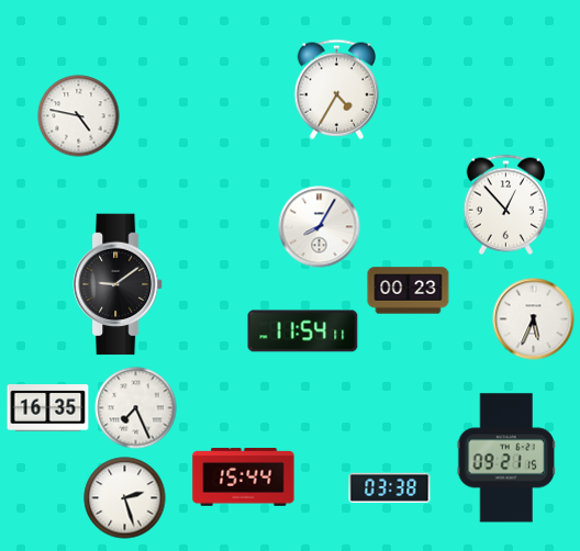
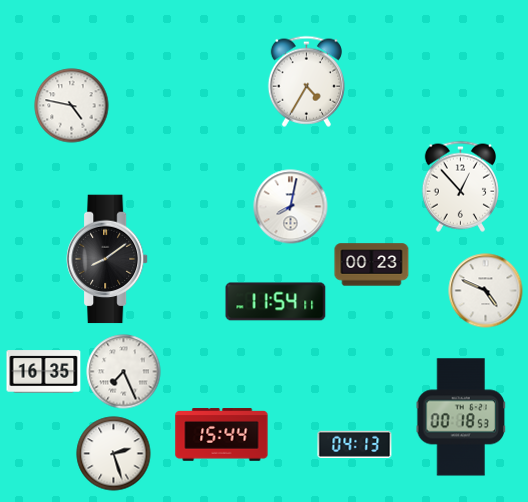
clock at (320, 227): 8:05 -> 8:02
clock at (119, 284): 9:09 -> 8:09
clock at (534, 319): 5:34 -> 4:49
clock at (506, 458): 09:21 -> 00:18
clock at (390, 487): 03:38 -> 04:13
